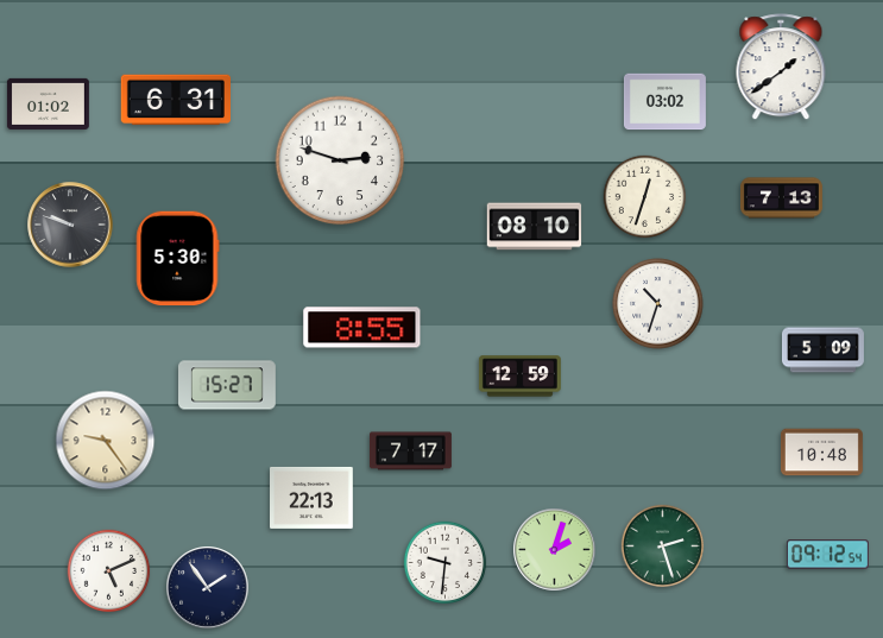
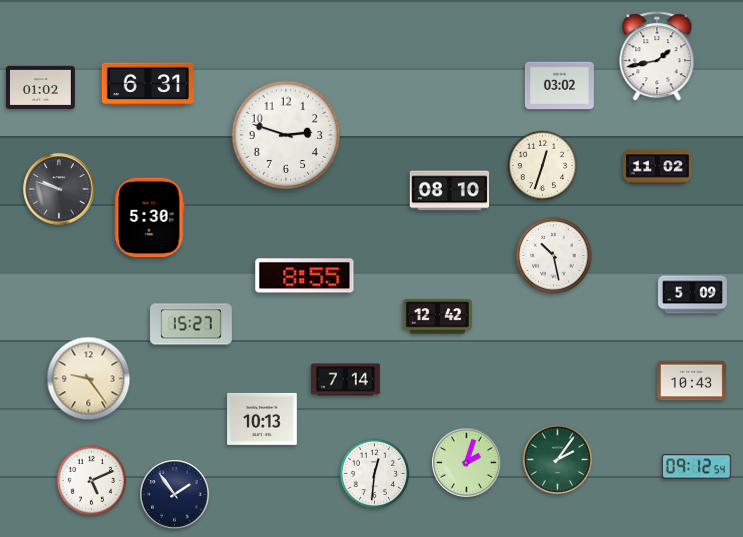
clock at (781, 68): 1:39 -> 1:43
clock at (781, 198): 7:13 -> 11:02
clock at (658, 304): 10:33 -> 10:28
clock at (519, 377): 12:59 -> 12:42
clock at (106, 441) position: (106, 441) -> (89, 379)
clock at (410, 451): 7:17 -> 7:14
clock at (821, 453): 10:48 -> 10:43
clock at (313, 498): 22:13 -> 10:13
clock at (663, 547): 2:27 -> 2:06
clock at (446, 563): 9:31 -> 12:31
